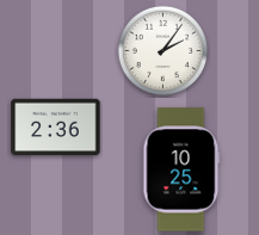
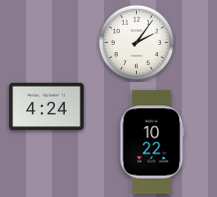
clock at (56, 128): 2:36 -> 4:24
clock at (181, 169): 10:25 -> 10:22
